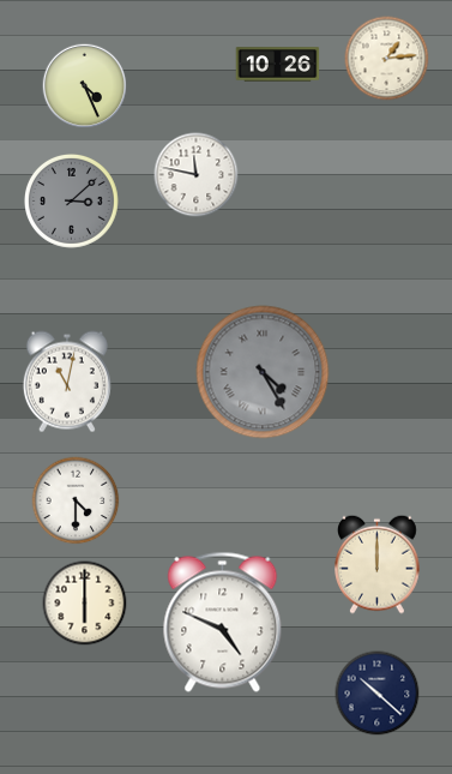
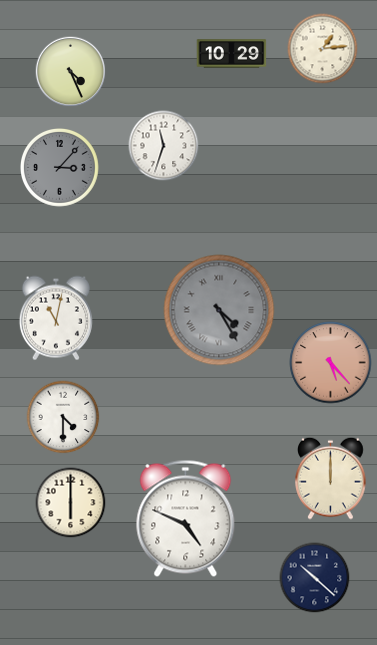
clock at (278, 65): 10:26 -> 10:29
clock at (197, 175): 11:47 -> 11:33
clock at (72, 202): 3:08 -> 3:07
clock at (331, 363): none -> 5:23
clock at (378, 564) position: (378, 564) -> (331, 478)
